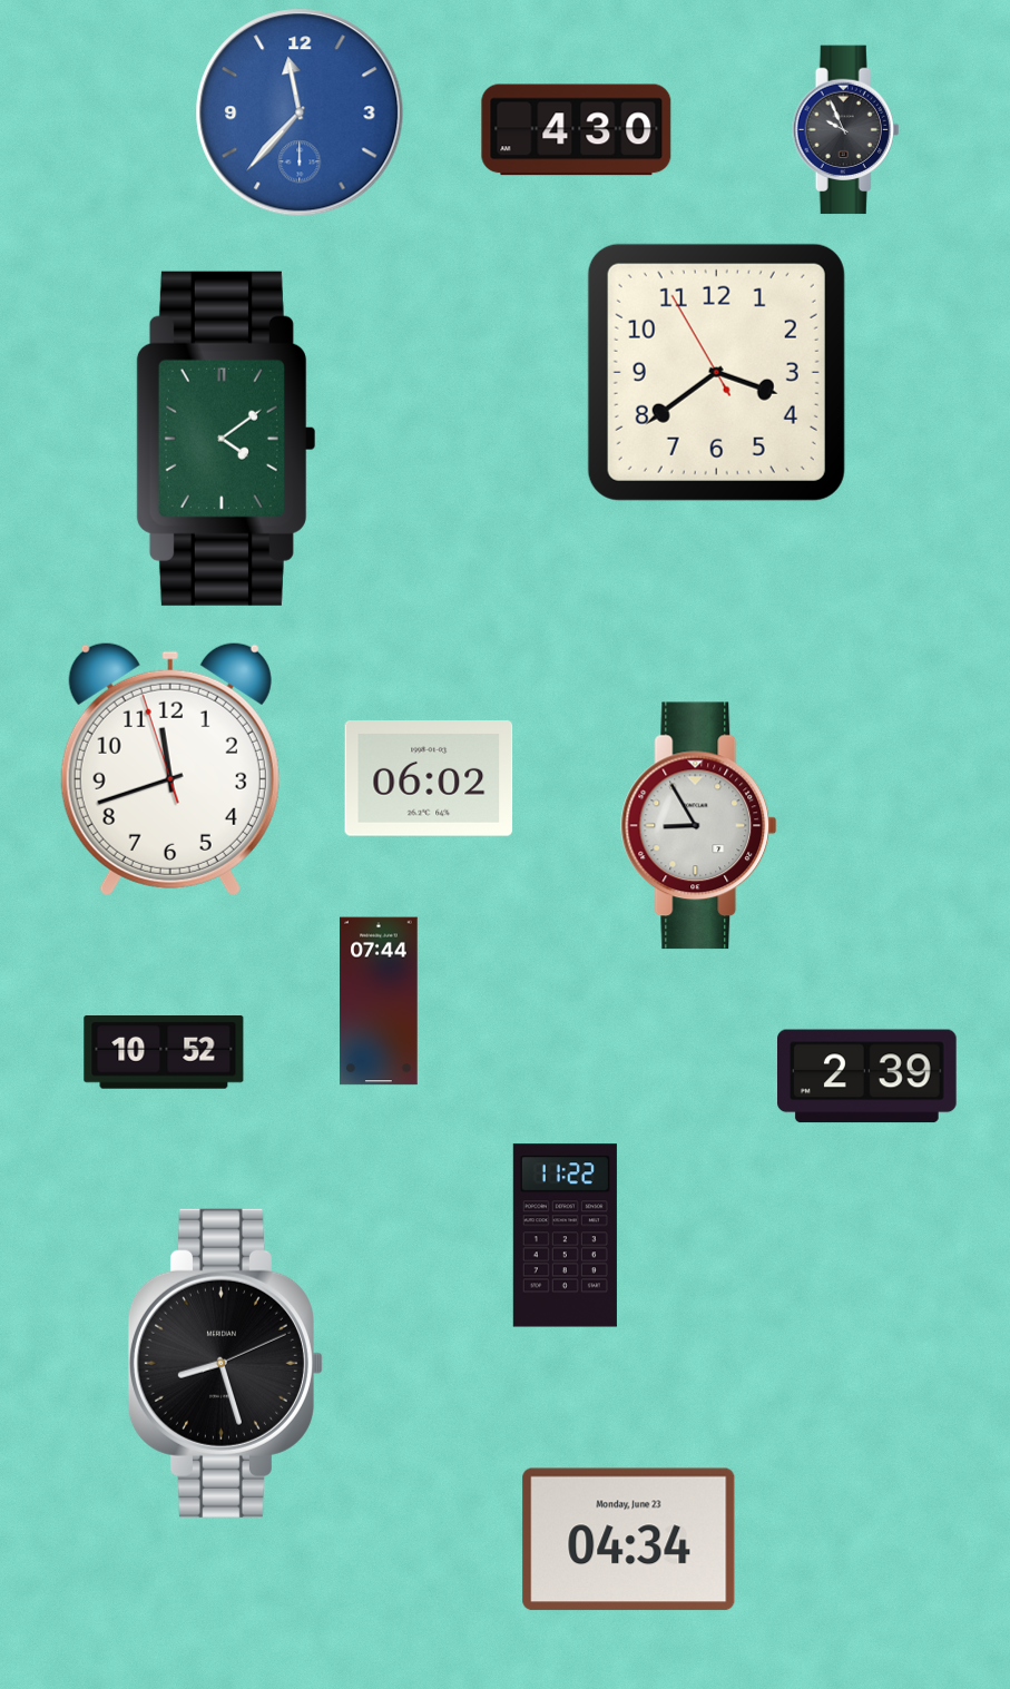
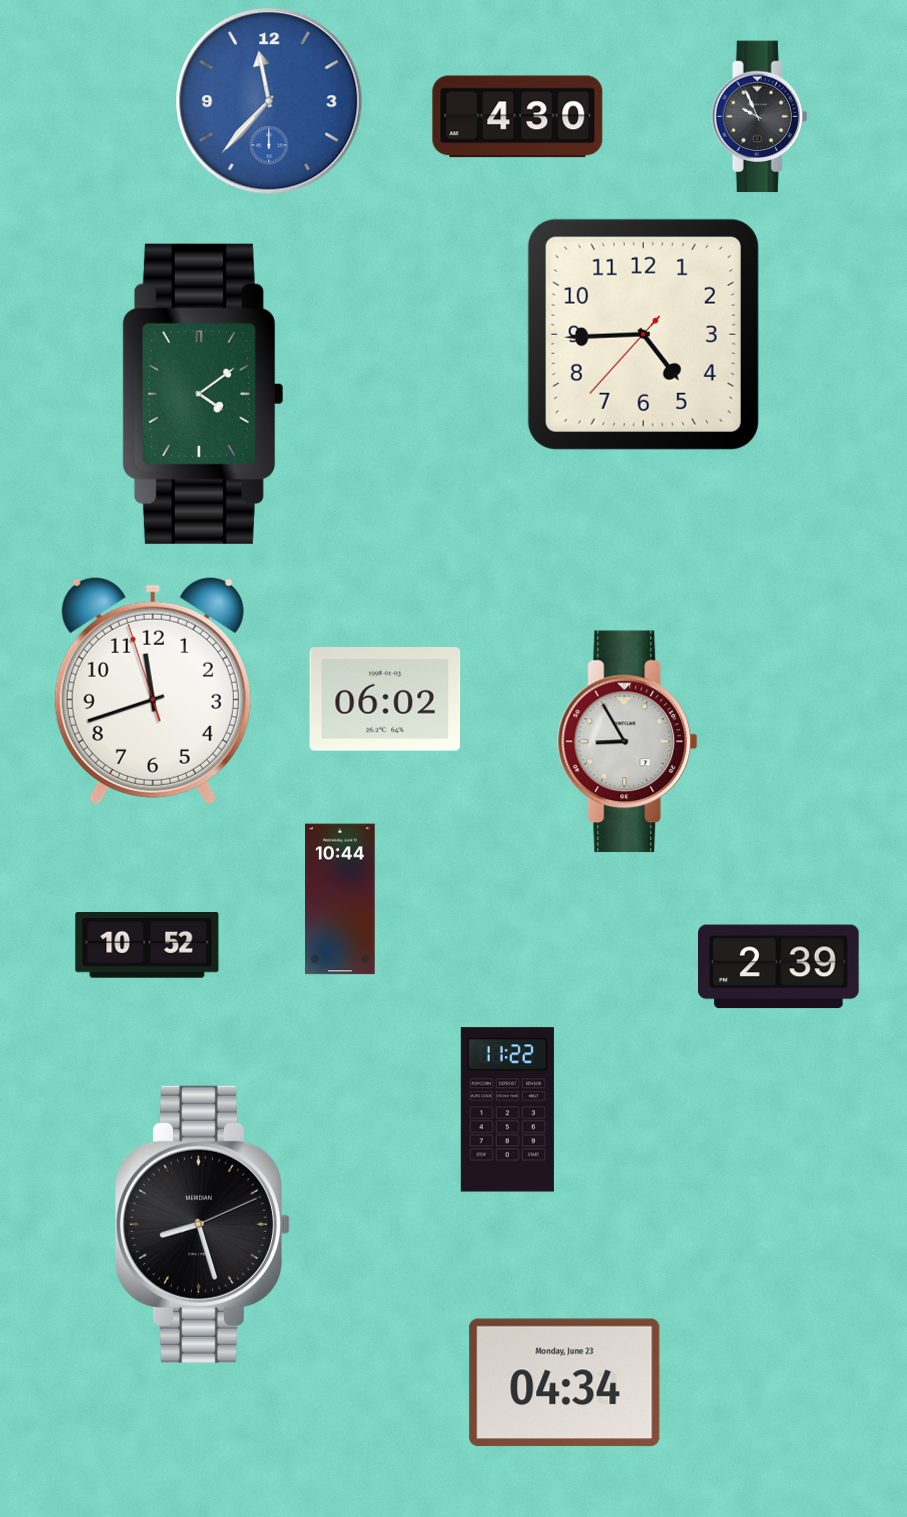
clock at (716, 372): 3:38 -> 4:44
clock at (379, 1001): 07:44 -> 10:44
